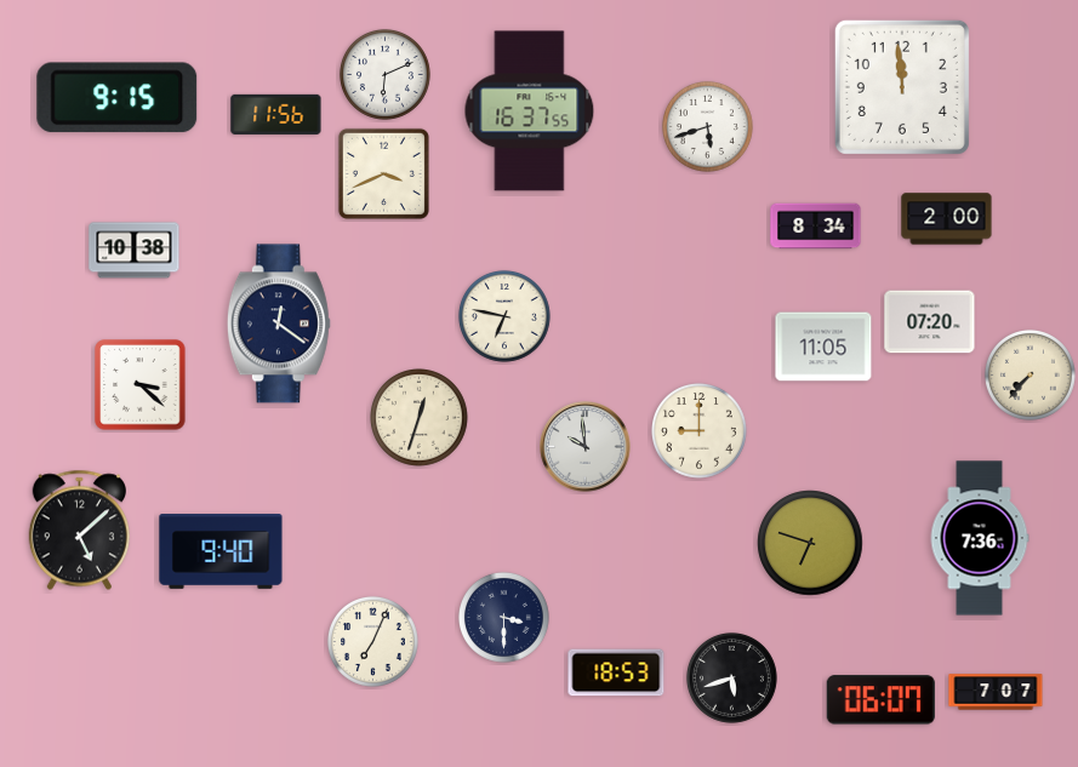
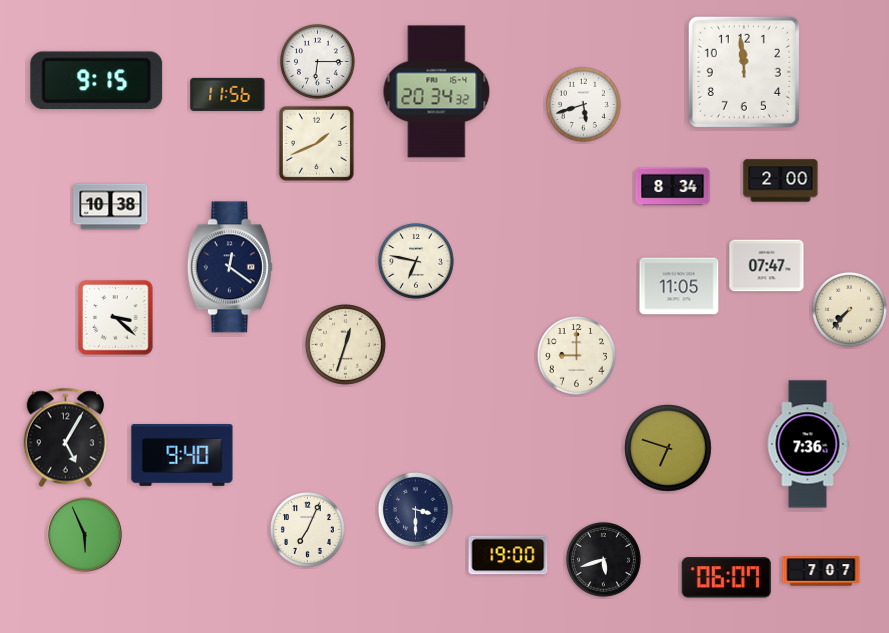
clock at (384, 74): 6:11 -> 6:15
clock at (530, 111): 16:37 -> 20:34
clock at (383, 173): 3:41 -> 1:41
clock at (930, 322): 07:20 -> 07:47
clock at (586, 447): 9:59 -> none
clock at (79, 531): 5:08 -> 5:05
clock at (85, 535): none -> 5:56
clock at (616, 672): 18:53 -> 19:00
